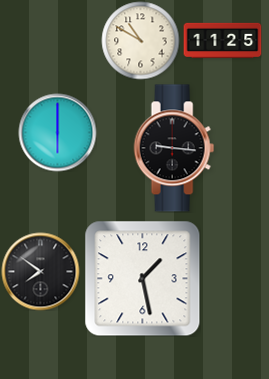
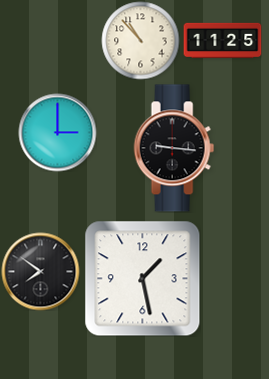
clock at (140, 40): 10:50 -> 10:53
clock at (57, 132): 6:00 -> 3:00
